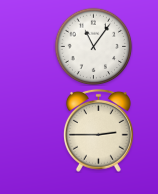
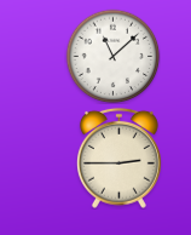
clock at (93, 46): 11:06 -> 11:08
